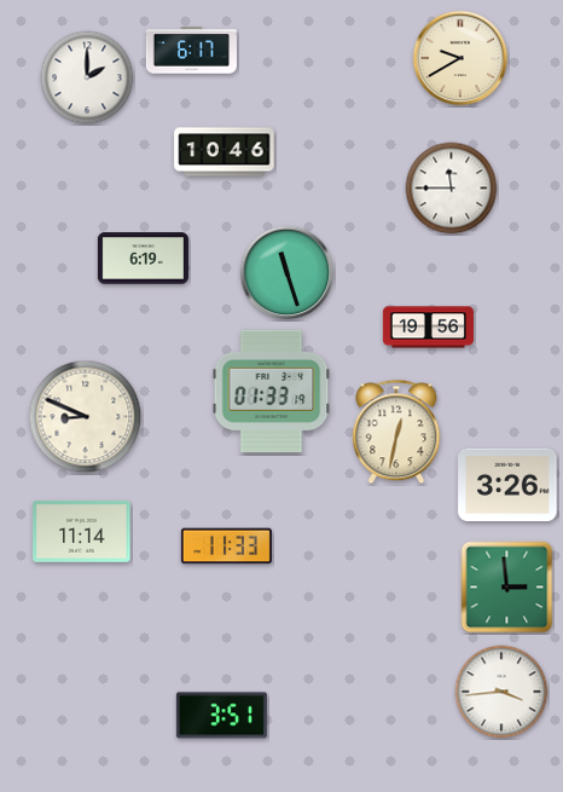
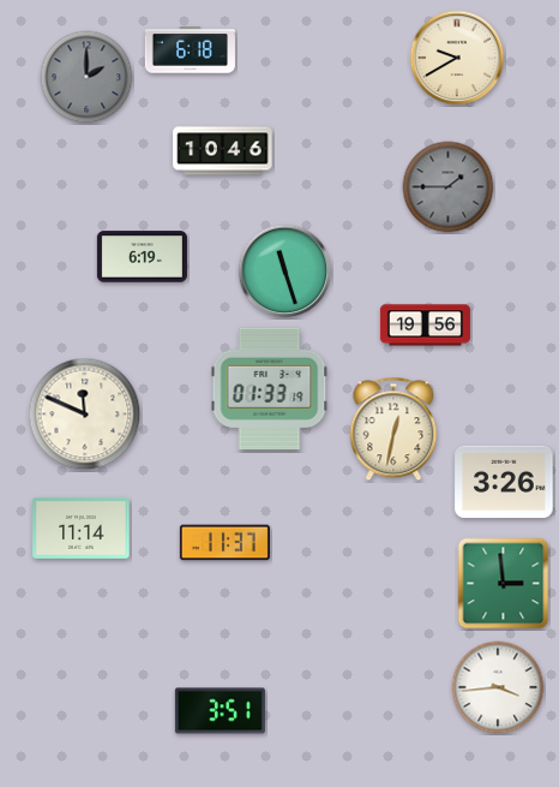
clock at (191, 51): 6:17 -> 6:18
clock at (87, 77) dial: white -> grey
clock at (452, 189): 11:45 -> 1:45
clock at (452, 189) dial: white -> grey
clock at (86, 417): 8:49 -> 11:49
clock at (226, 547): 11:33 -> 11:37
